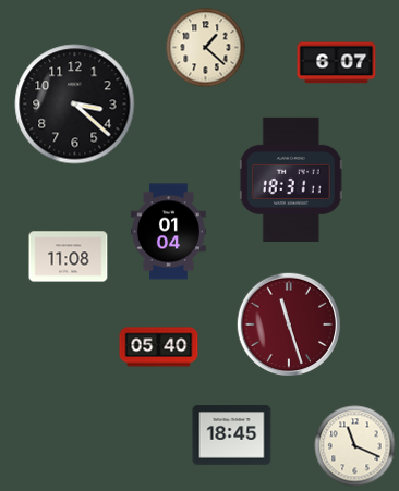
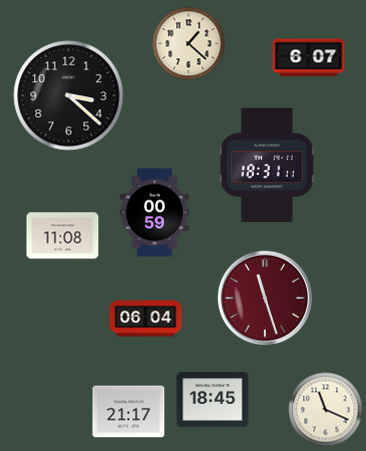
clock at (168, 232): 01:04 -> 00:59
clock at (159, 347): 05:40 -> 06:04
clock at (129, 412): none -> 21:17
